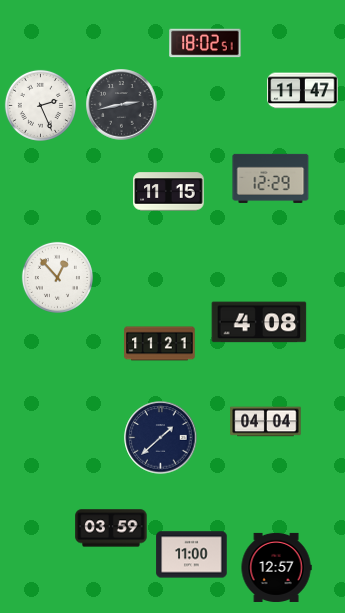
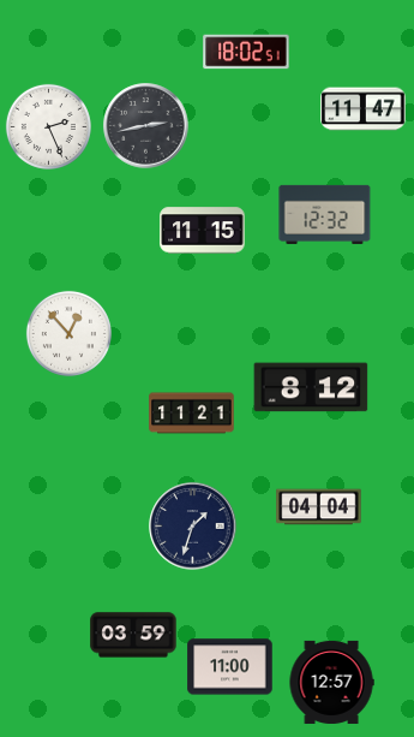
clock at (271, 178): 12:29 -> 12:32
clock at (259, 322): 4:08 -> 8:12
clock at (161, 438): 1:38 -> 1:33
